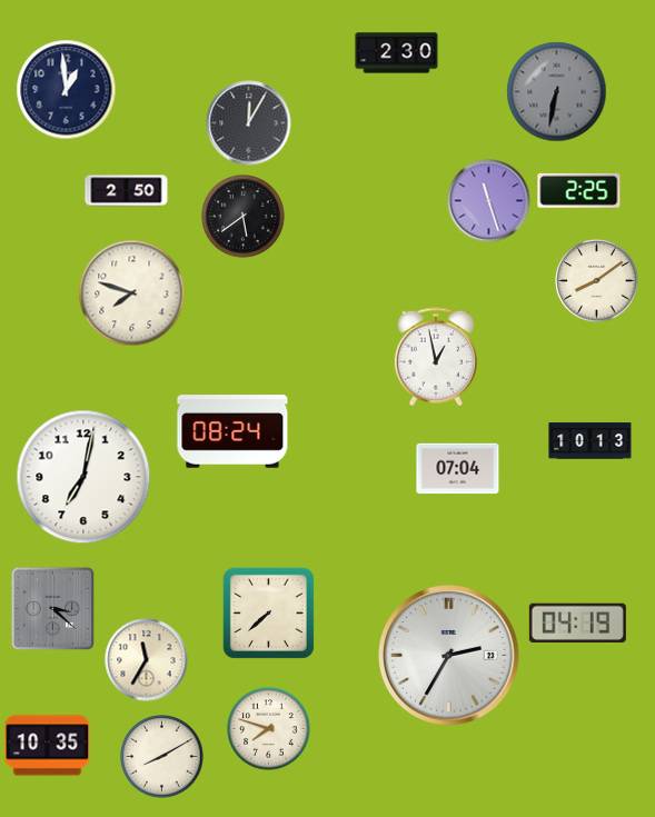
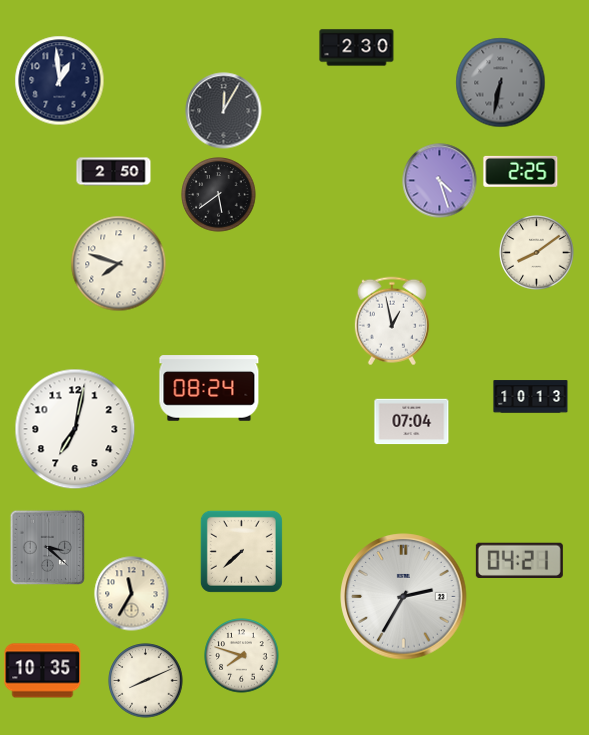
clock at (489, 201): 11:27 -> 4:27
clock at (577, 622): 04:19 -> 04:21
clock at (449, 656) position: (449, 656) -> (404, 597)
clock at (162, 757): 8:10 -> 8:11
